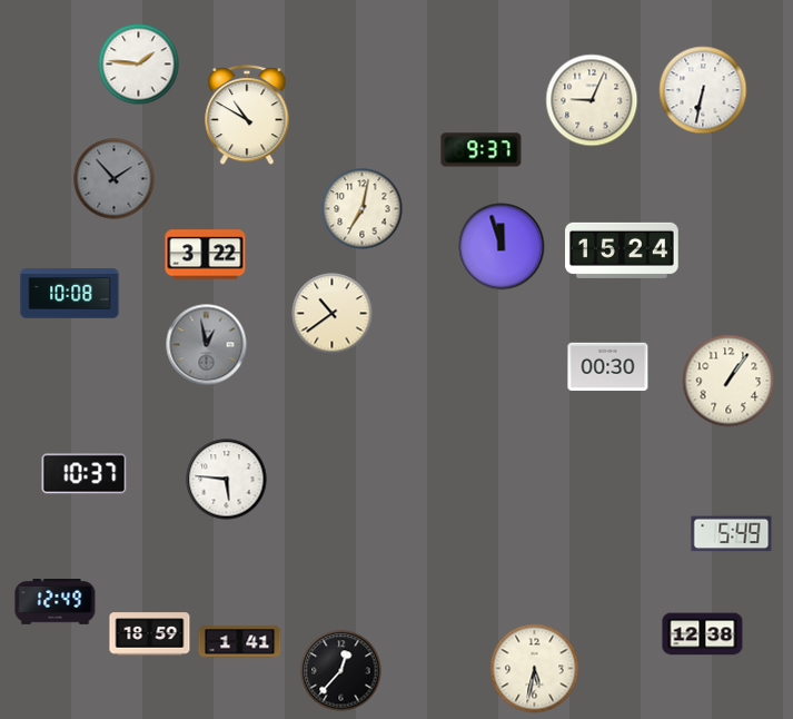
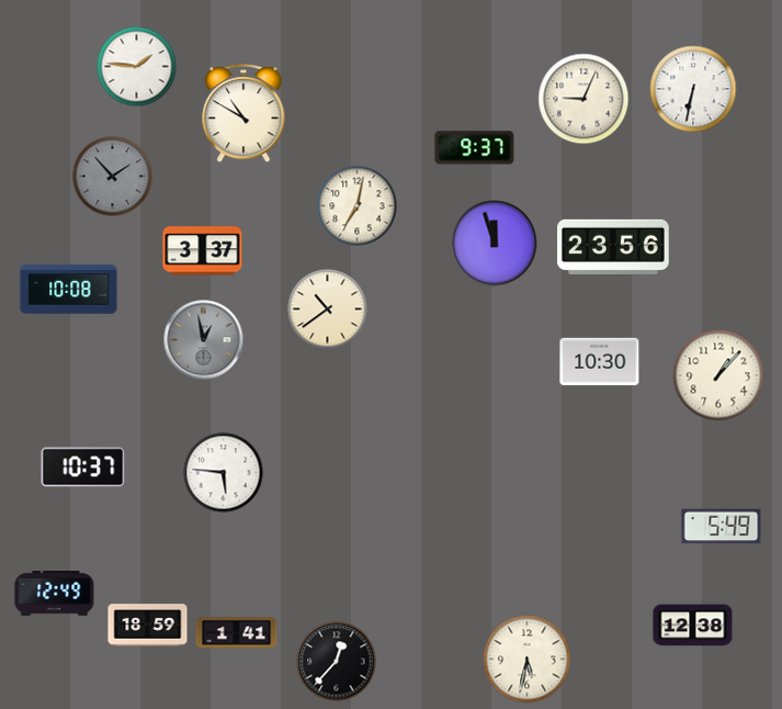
clock at (139, 65) position: (139, 65) -> (137, 67)
clock at (622, 250): 15:24 -> 23:56
clock at (206, 255): 3:22 -> 3:37
clock at (608, 367): 00:30 -> 10:30
clock at (728, 381): 1:06 -> 1:07
